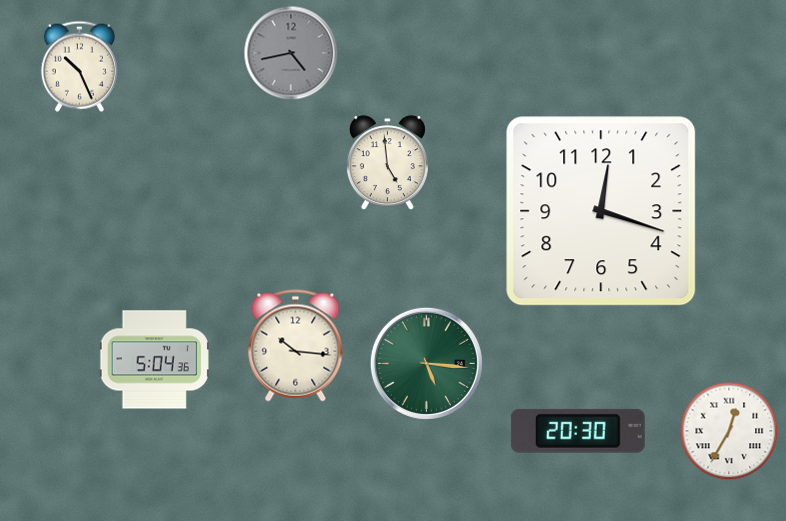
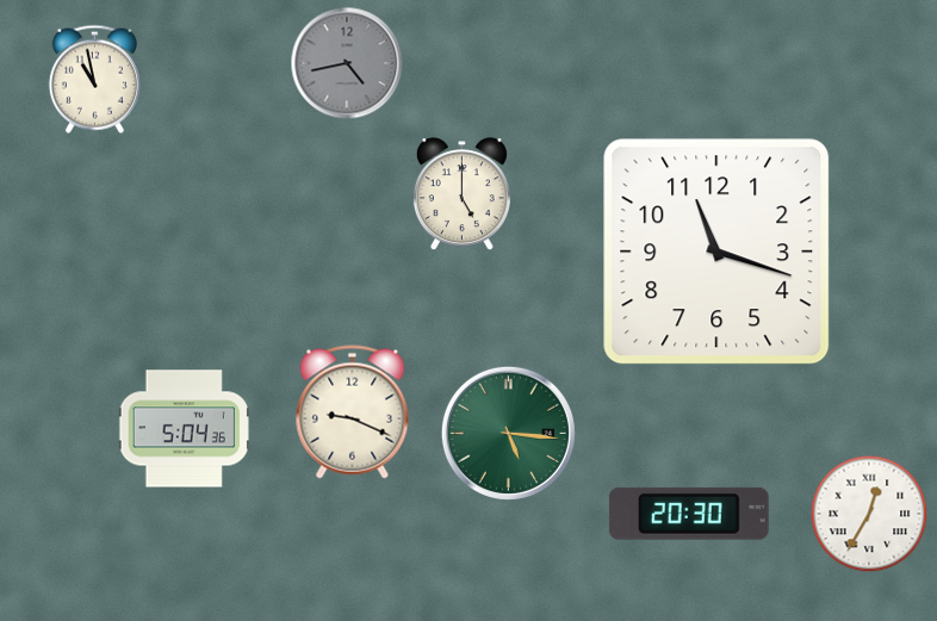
clock at (79, 66): 10:26 -> 10:58
clock at (387, 163): 4:59 -> 5:00
clock at (601, 211): 12:18 -> 11:18
clock at (296, 346): 10:16 -> 9:19
